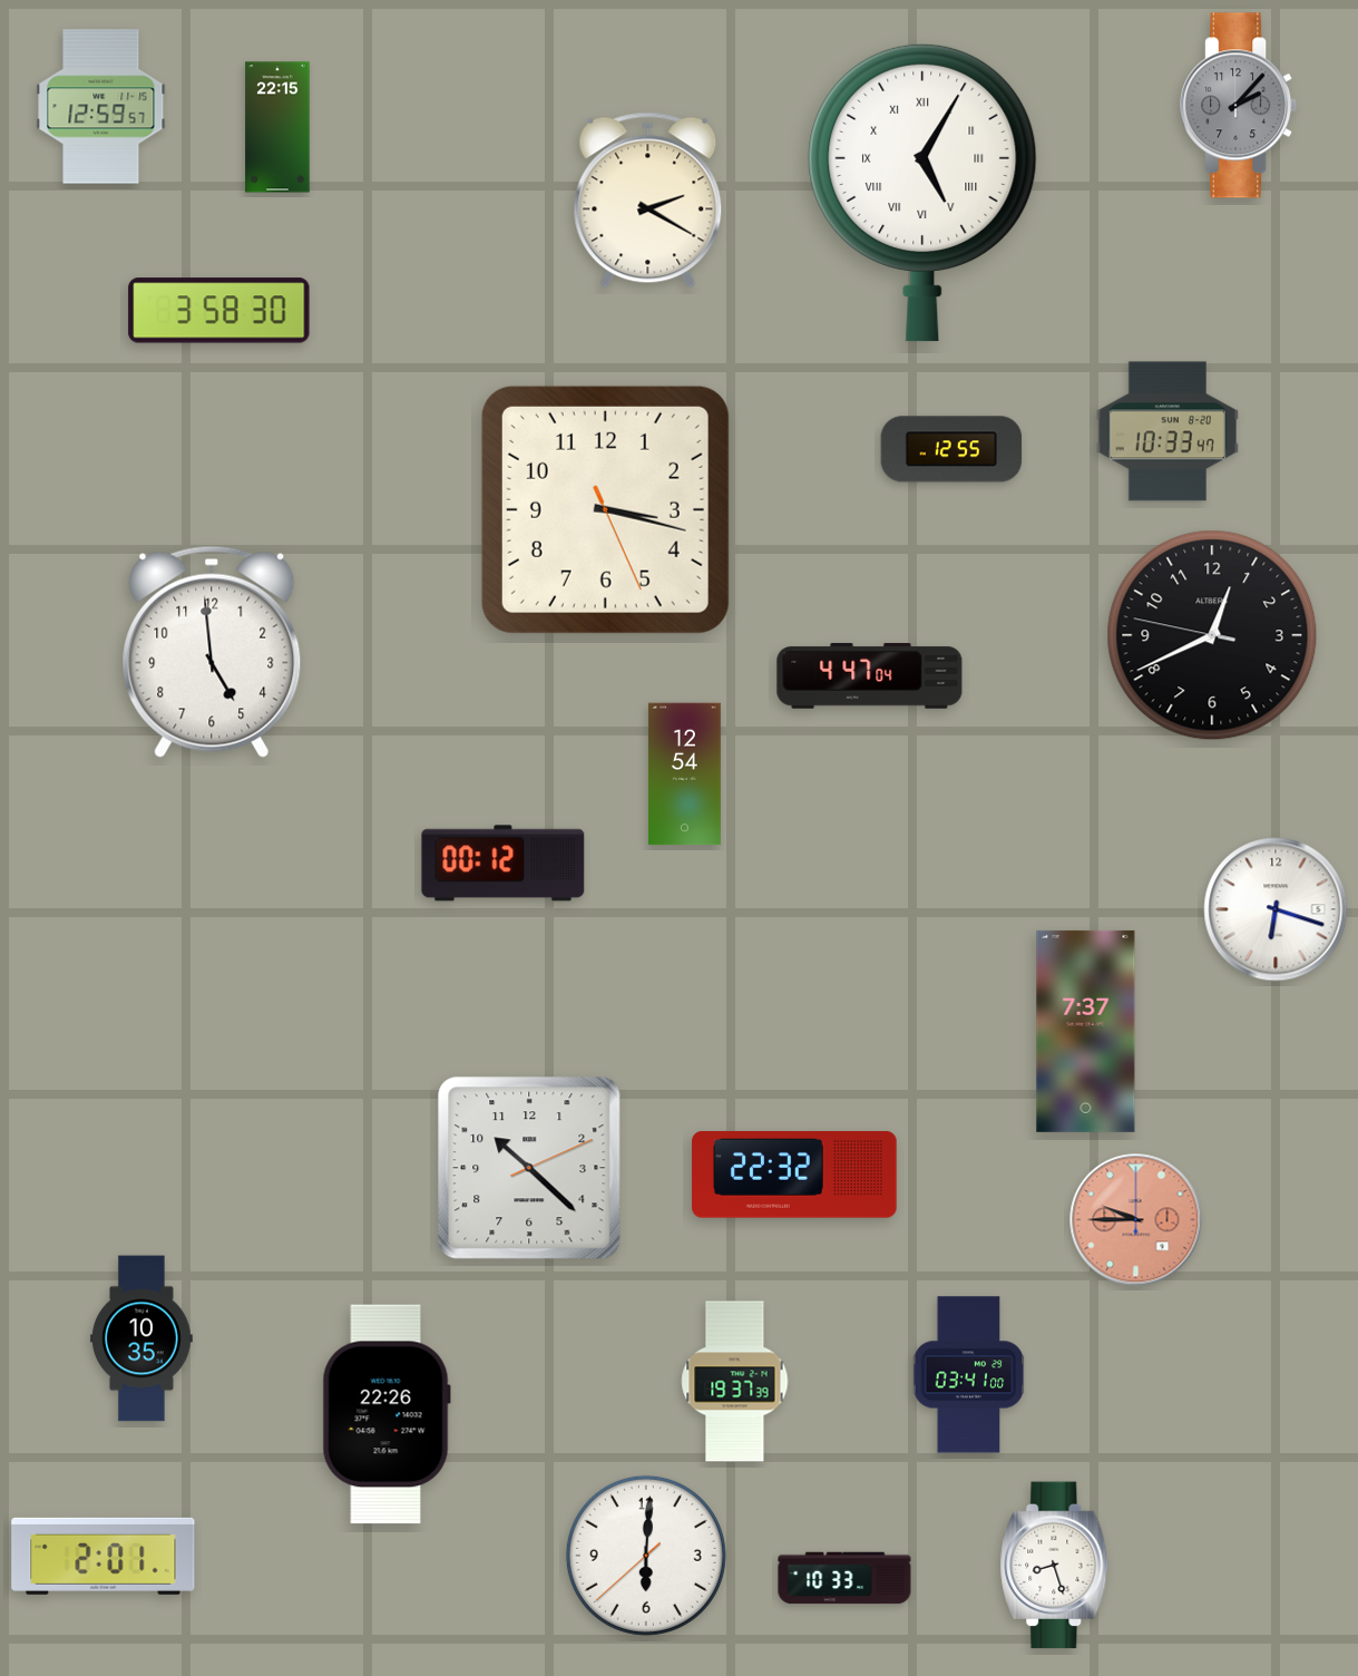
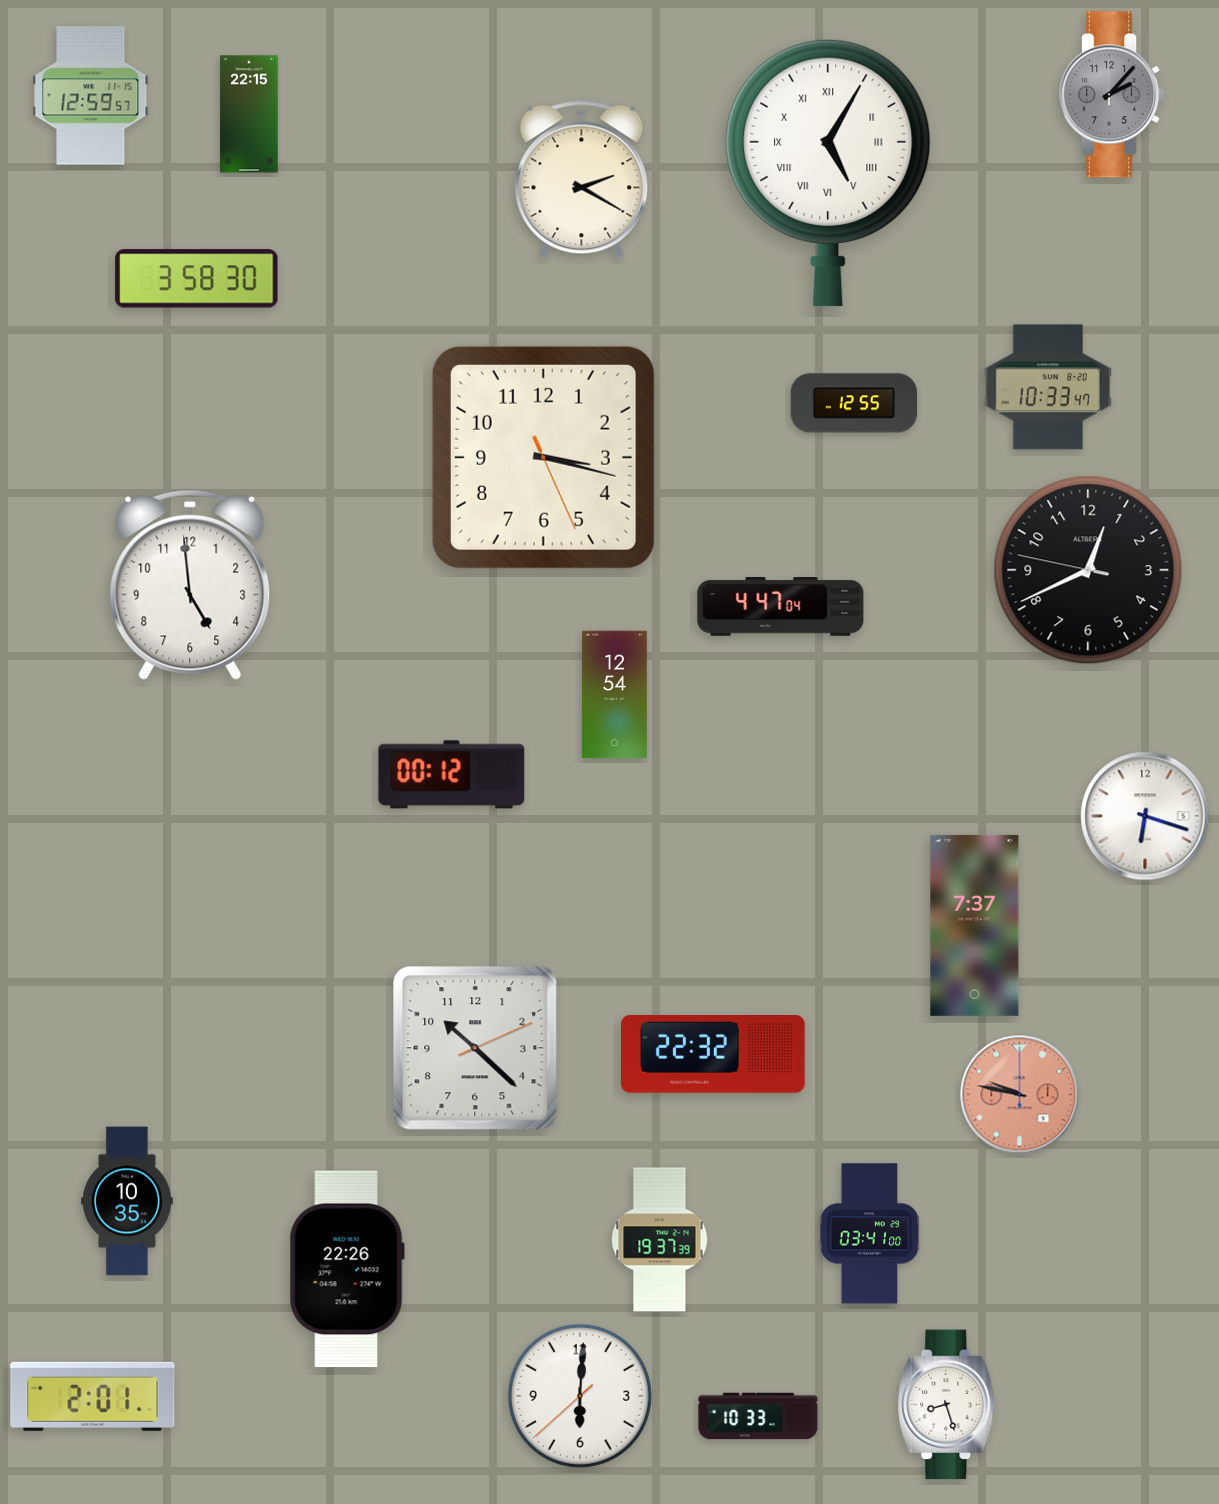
clock at (1136, 1220): 9:45 -> 9:47
